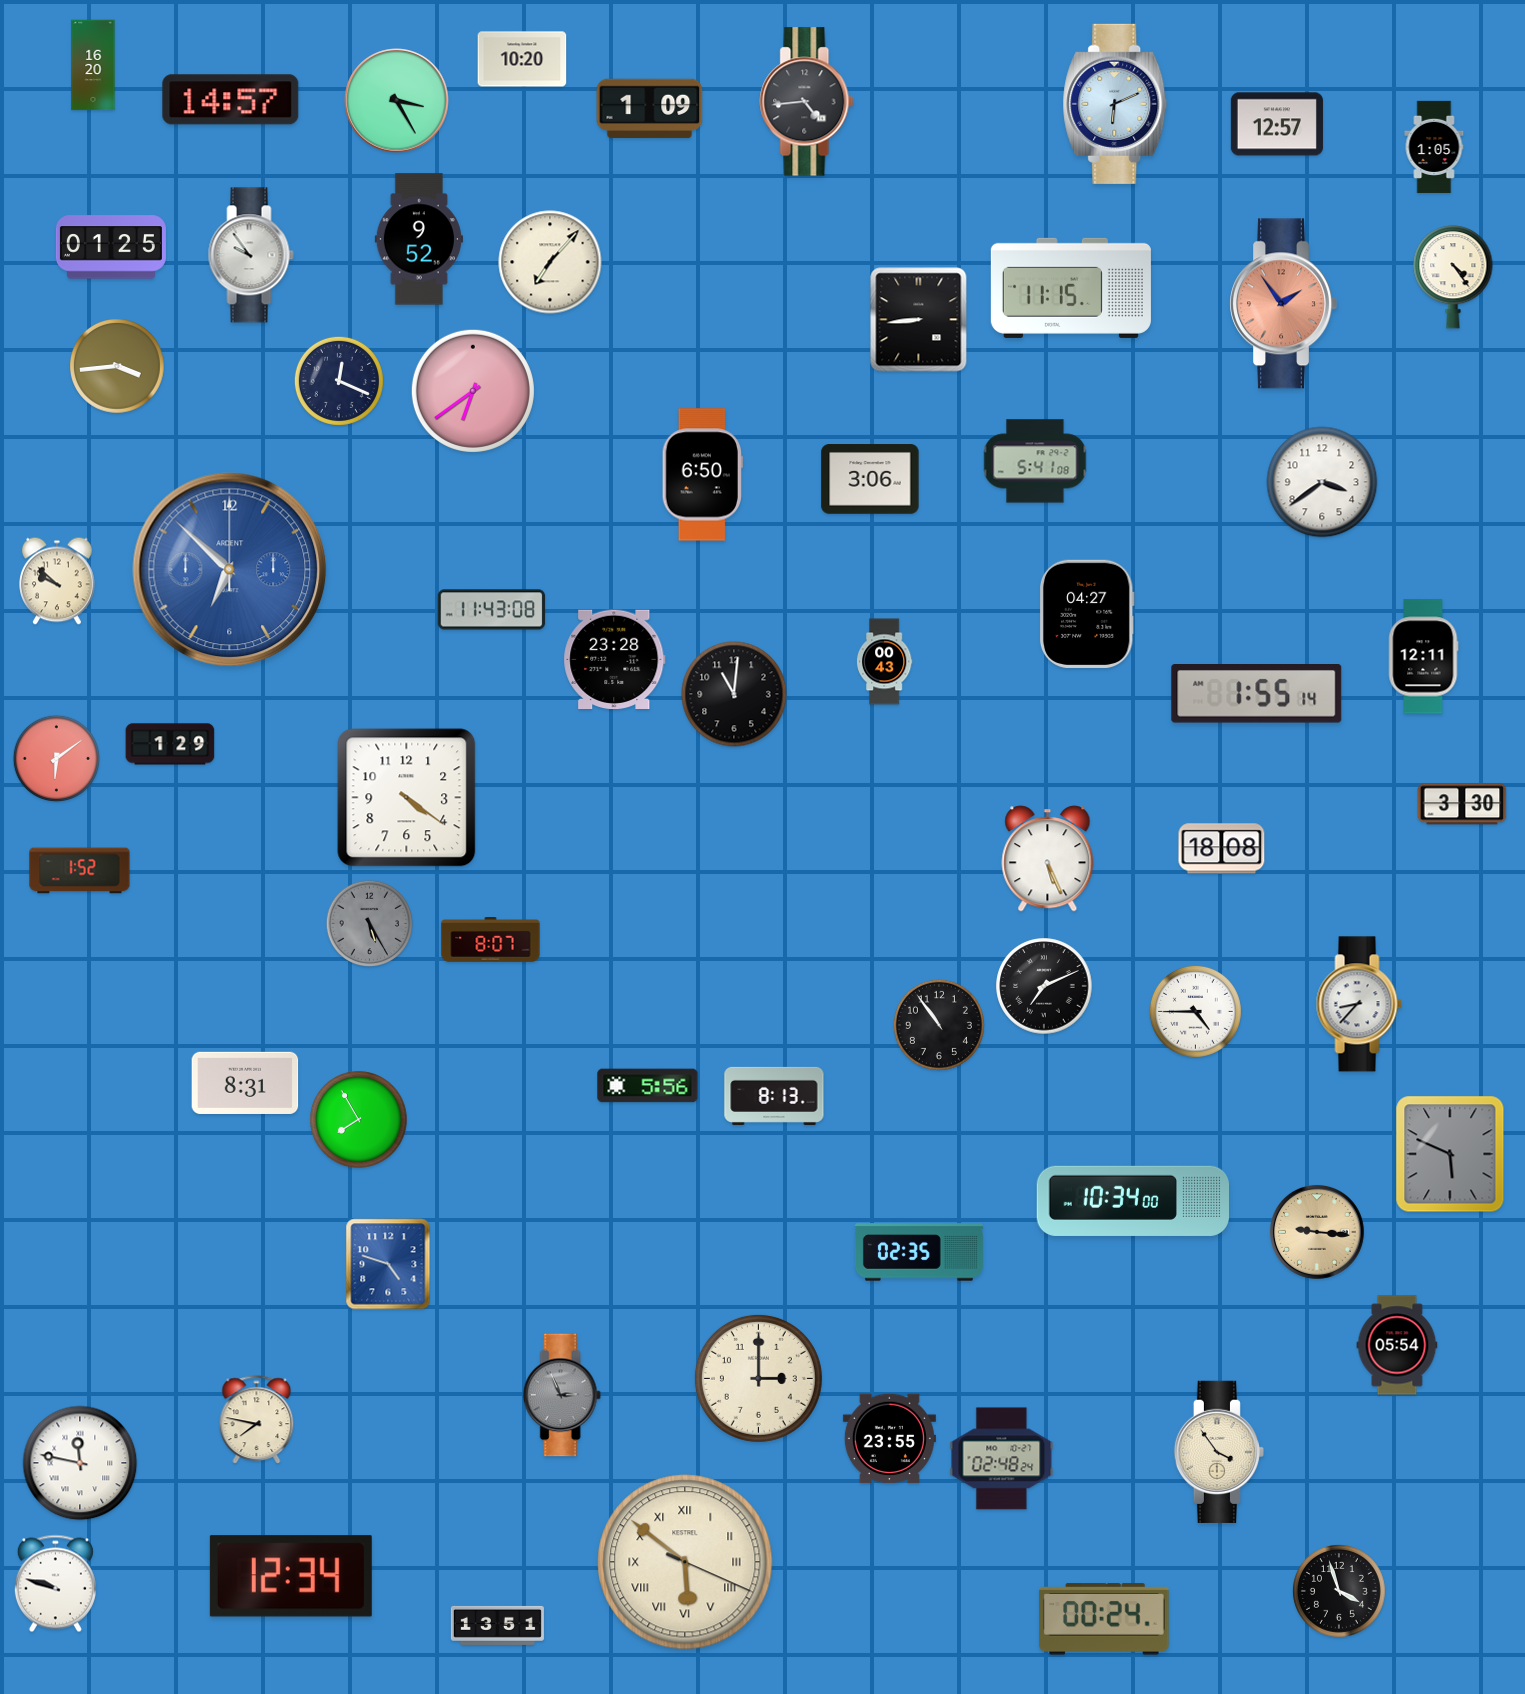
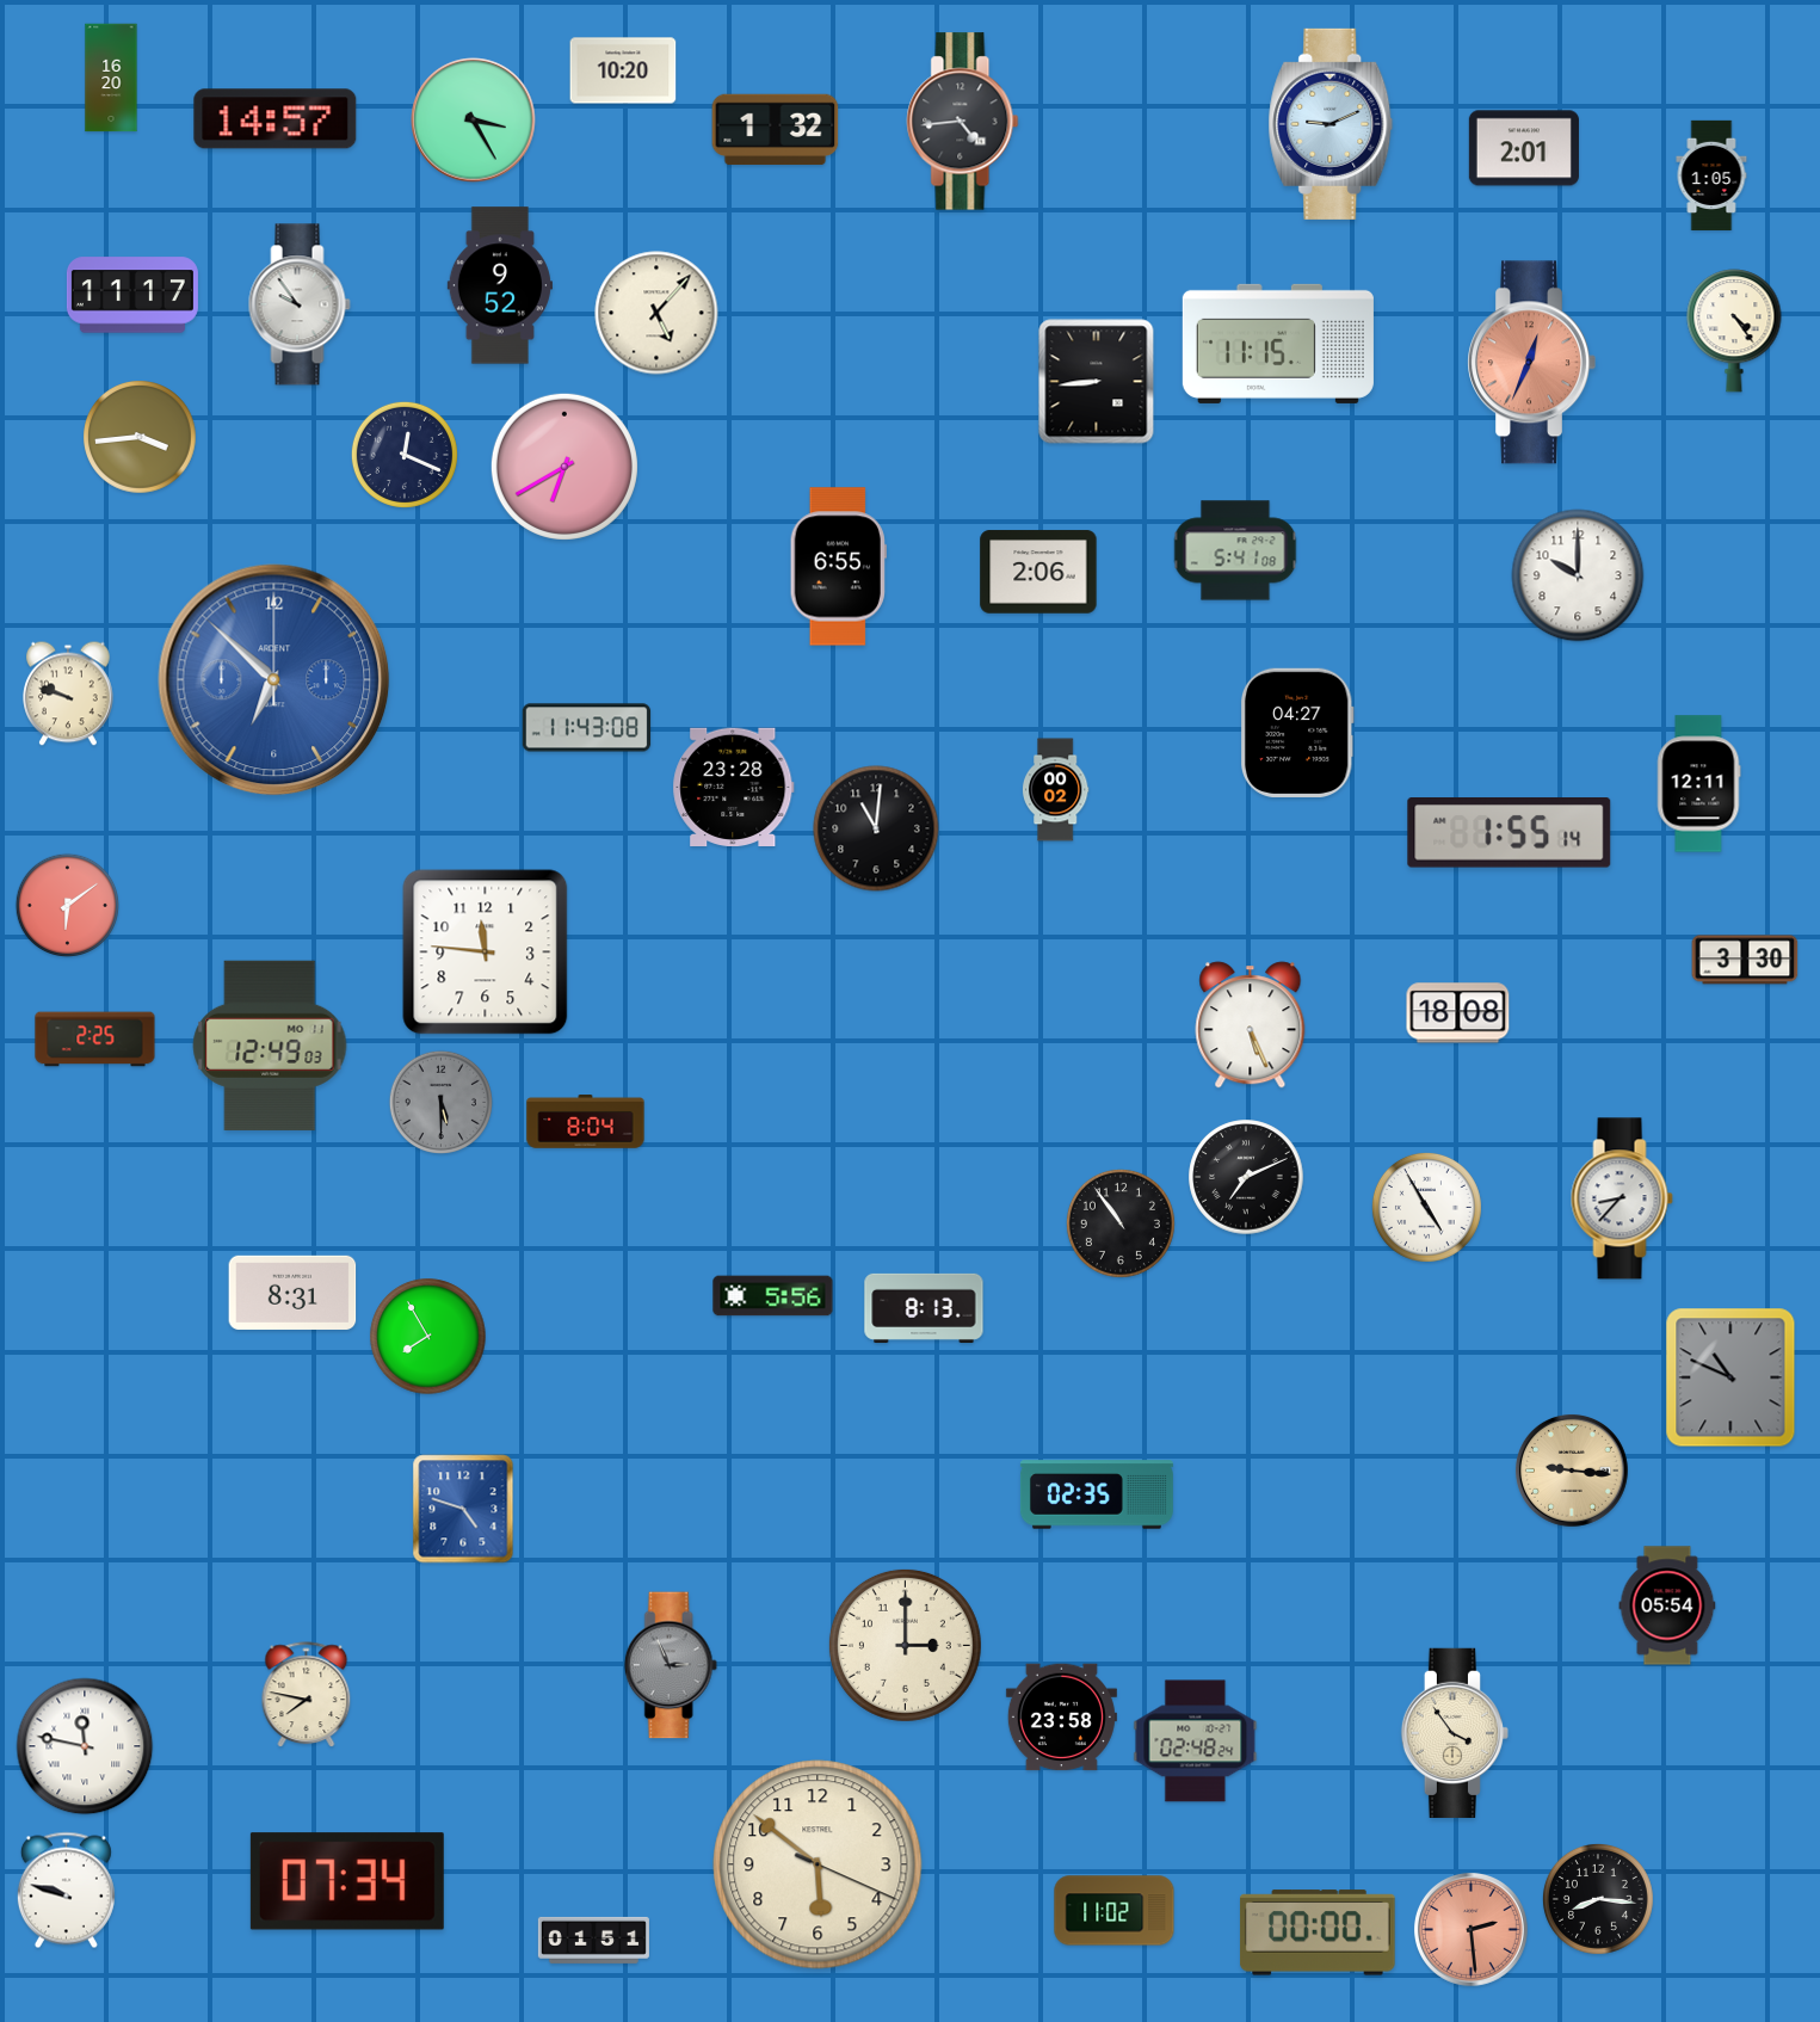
clock at (1115, 104): 6:11 -> 9:11
clock at (650, 109): 1:09 -> 1:32
clock at (1277, 124): 12:57 -> 2:01
clock at (111, 247): 01:25 -> 11:17
clock at (550, 262): 7:07 -> 5:07
clock at (1283, 304): 1:54 -> 12:34
clock at (473, 391): 6:39 -> 6:40
clock at (702, 475): 6:50 -> 6:55
clock at (870, 479): 3:06 -> 2:06
clock at (1322, 482): 3:39 -> 10:00
clock at (57, 581): 9:52 -> 9:48
clock at (884, 662): 00:43 -> 00:02
clock at (1257, 694) position: (1257, 694) -> (1510, 833)
clock at (170, 744): 1:29 -> none
clock at (407, 798): 4:21 -> 11:46
clock at (80, 871): 1:52 -> 2:25
clock at (270, 1046): none -> 12:49
clock at (369, 923): 5:25 -> 5:30
clock at (491, 940): 8:07 -> 8:04
clock at (1195, 1011): 4:45 -> 4:55
clock at (1450, 1154): 5:49 -> 10:49
clock at (1132, 1201): 10:34 -> none
clock at (889, 1439): 23:55 -> 23:58
clock at (80, 1463) position: (80, 1463) -> (85, 1746)
clock at (685, 1562) numerals: Roman -> Arabic
clock at (291, 1576): 12:34 -> 07:34
clock at (1339, 1591): 3:57 -> 8:16
clock at (1115, 1911): none -> 11:02
clock at (1470, 1929): none -> 2:29
clock at (1105, 1619): 00:24 -> 00:00
clock at (497, 1625): 13:51 -> 01:51
